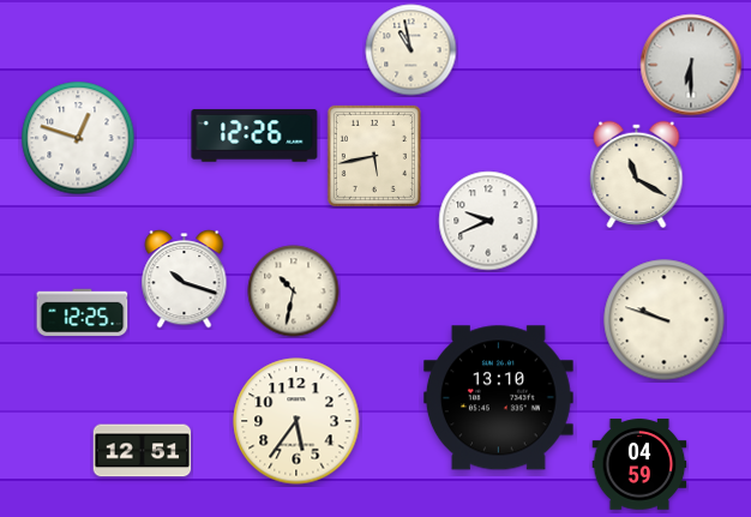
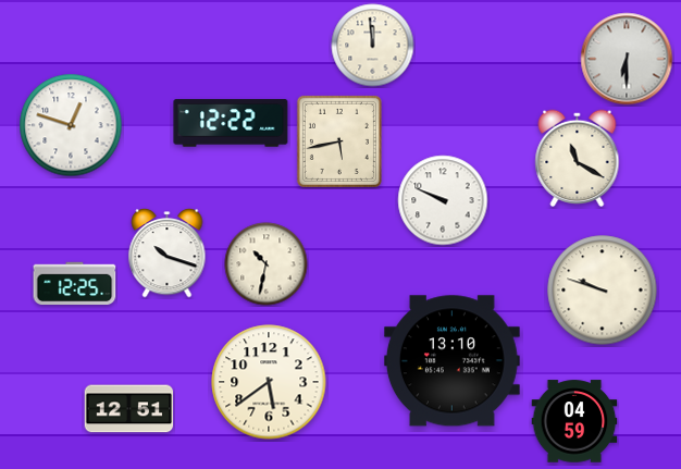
clock at (411, 50): 10:58 -> 11:59
clock at (254, 136): 12:26 -> 12:22
clock at (488, 221): 9:41 -> 9:49
clock at (296, 421): 5:36 -> 5:39
clock at (639, 464) position: (639, 464) -> (574, 421)
